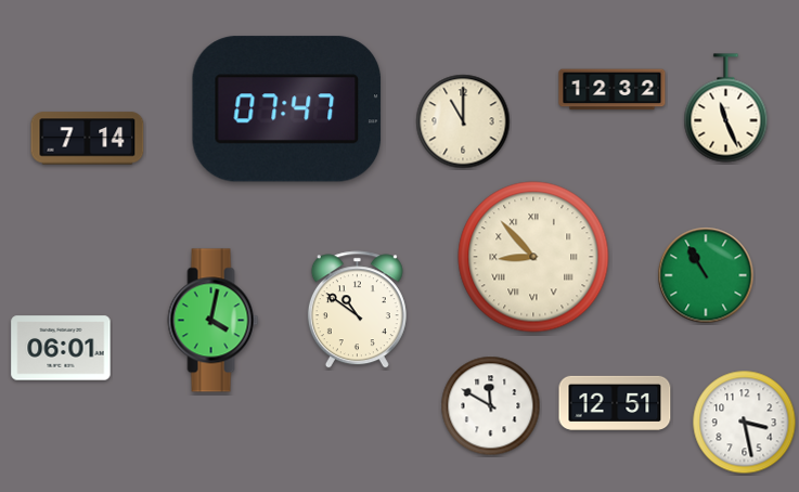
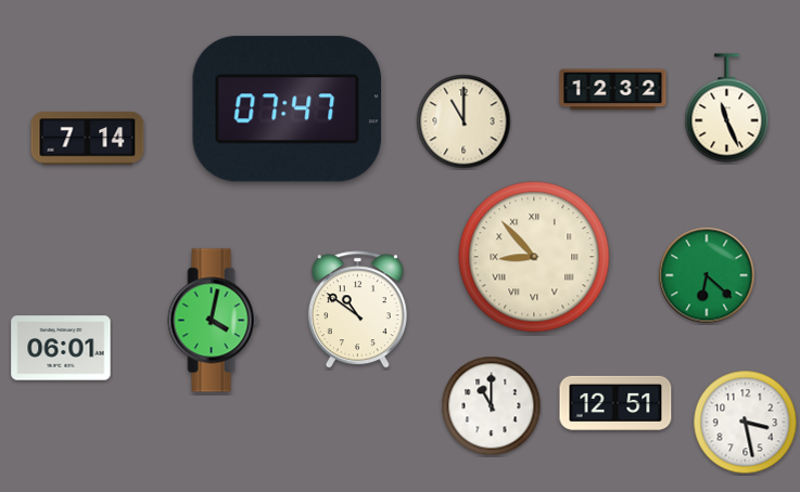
clock at (706, 275): 10:55 -> 6:22
clock at (491, 406): 11:50 -> 11:00
